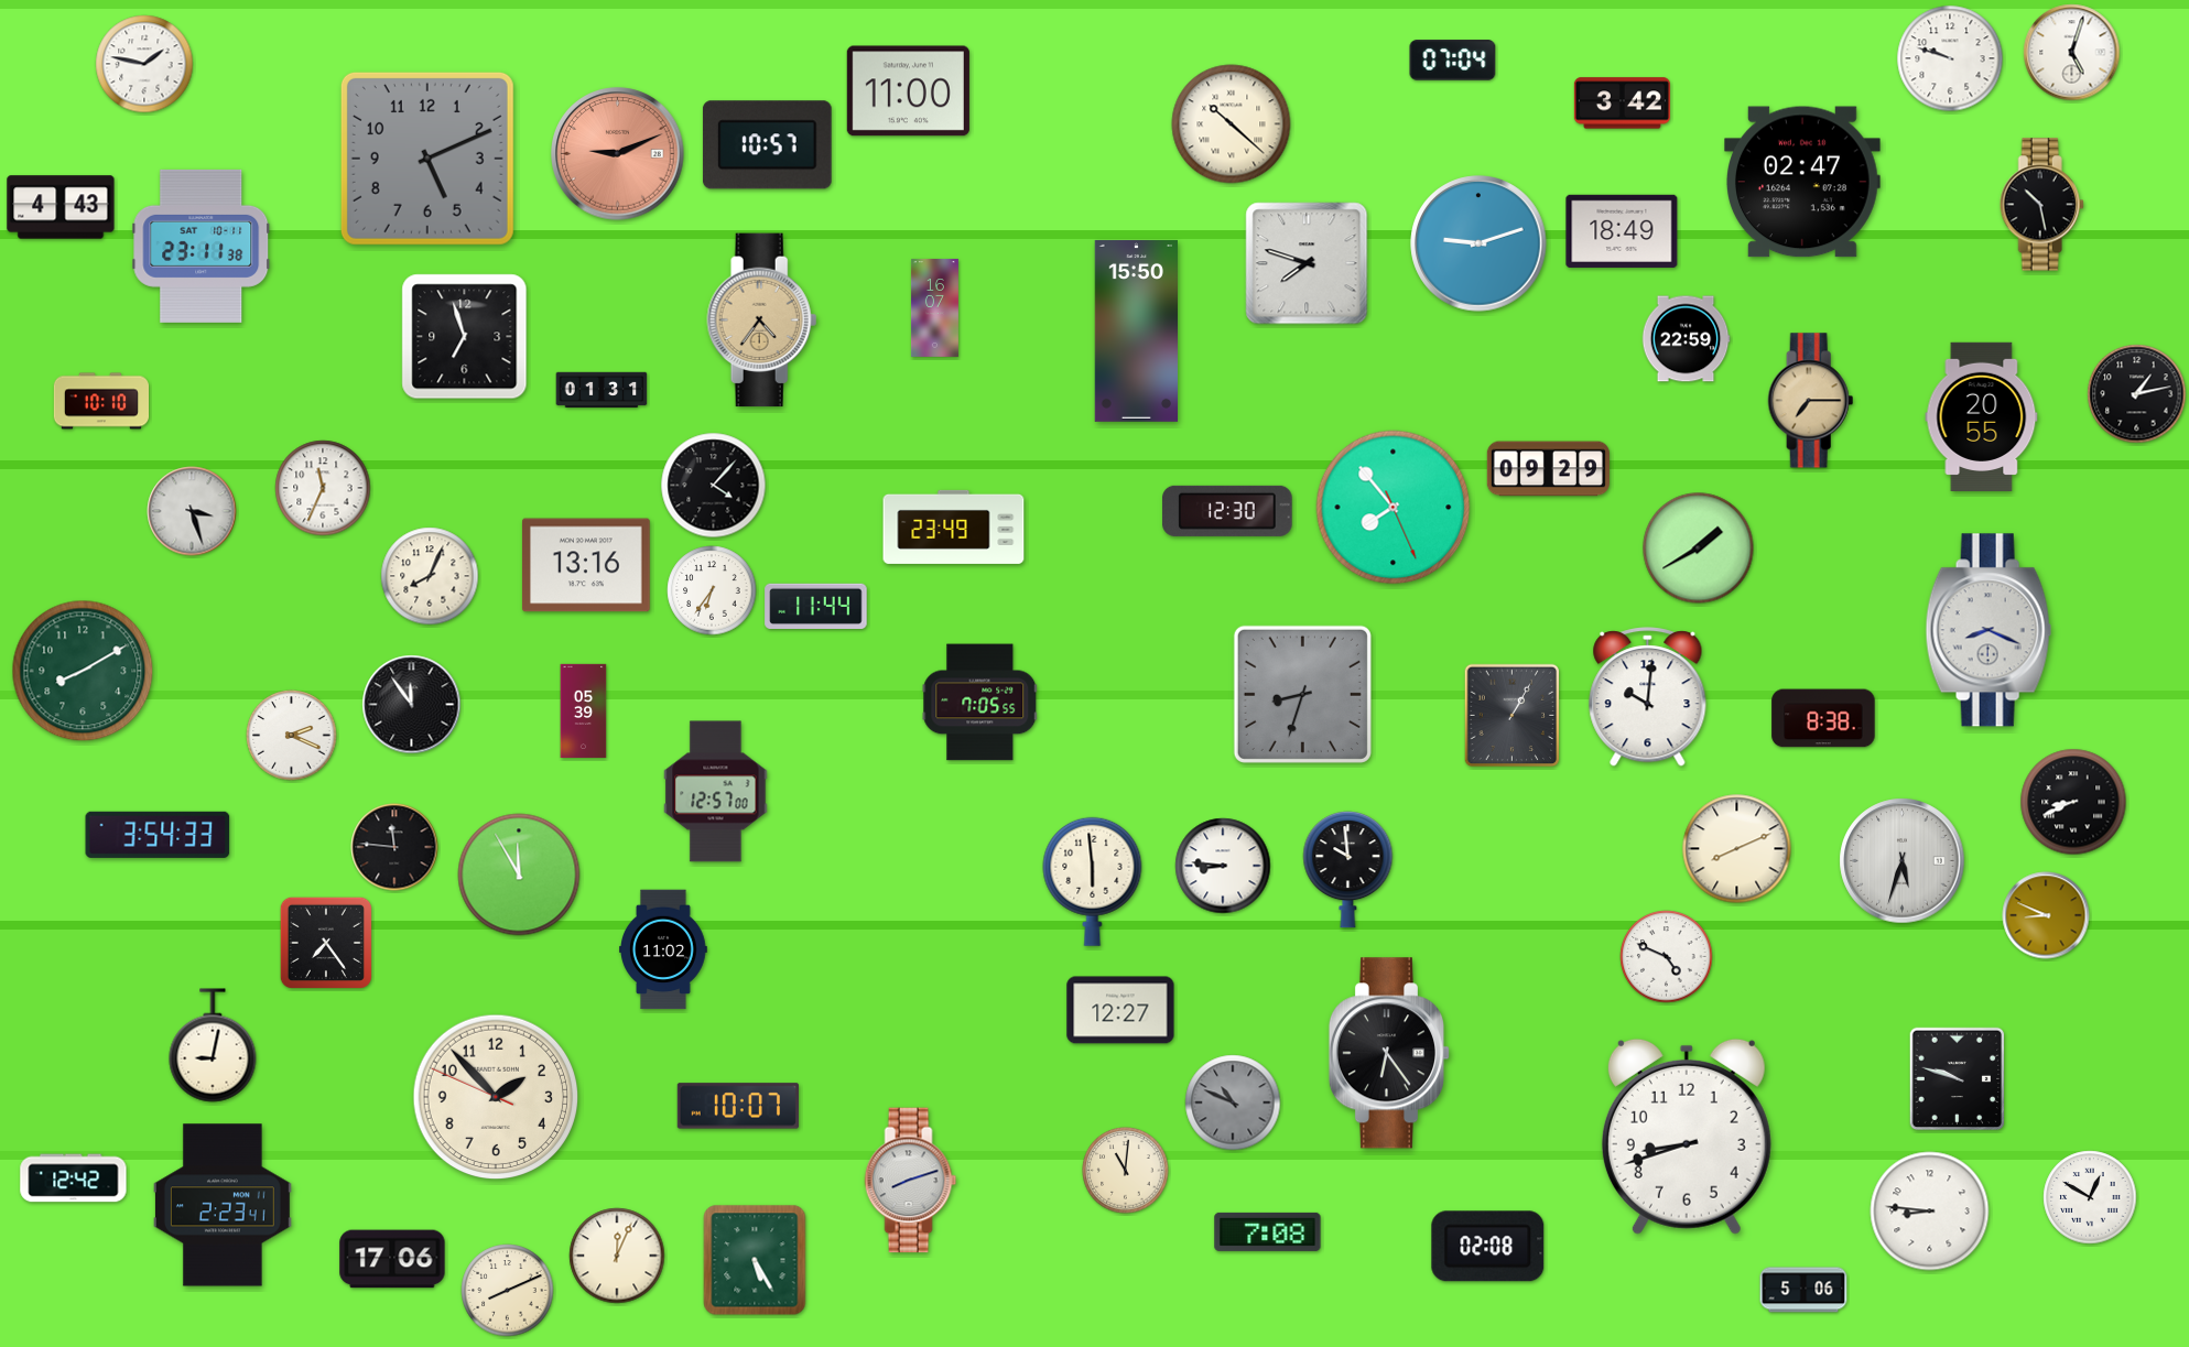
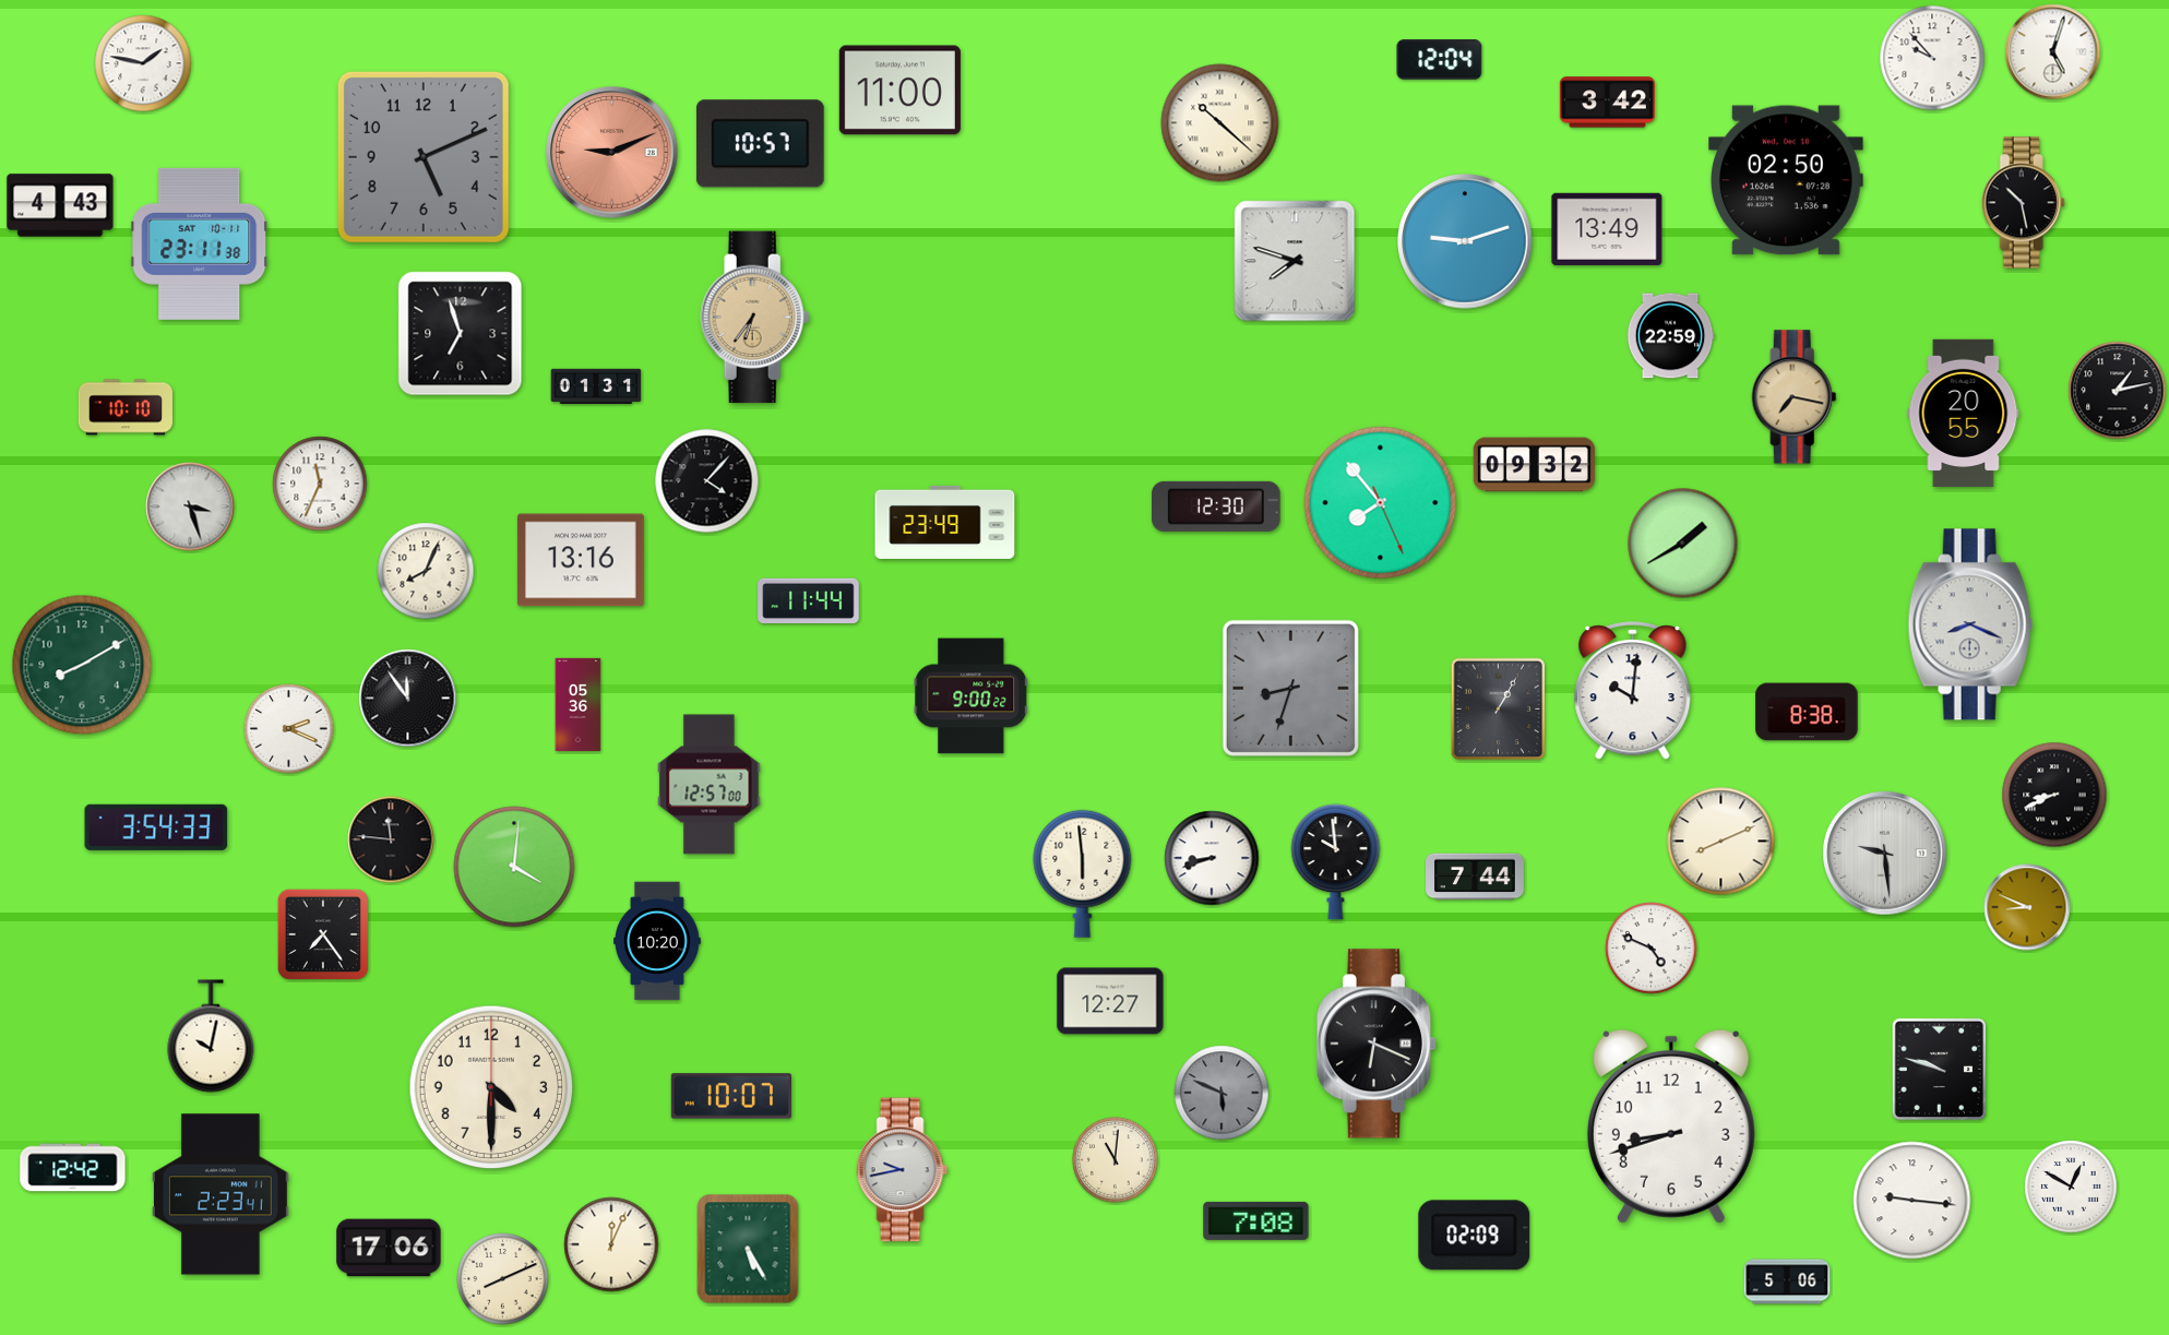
clock at (1950, 58): 9:48 -> 9:53
clock at (1453, 61): 07:04 -> 12:04
clock at (1803, 182): 02:47 -> 02:50
clock at (1622, 231): 18:49 -> 13:49
clock at (934, 307): 16:07 -> none
clock at (762, 321): 4:36 -> 6:36
clock at (1136, 330): 15:50 -> none
clock at (100, 401) position: (100, 401) -> (124, 407)
clock at (1811, 401): 7:15 -> 7:17
clock at (1548, 469): 09:29 -> 09:32
clock at (712, 590): 6:36 -> none
clock at (980, 703): 7:05 -> 9:00
clock at (584, 711): 05:39 -> 05:36
clock at (1903, 861): 5:33 -> 9:29
clock at (1223, 866): 8:46 -> 8:42
clock at (519, 875): 11:55 -> 4:01
clock at (1476, 877): none -> 7:44
clock at (664, 949): 11:02 -> 10:20
clock at (213, 1045): 9:02 -> 10:02
clock at (1389, 1053): 6:24 -> 6:19
clock at (496, 1097): 1:52 -> 4:30
clock at (1233, 1102): 10:49 -> 5:49
clock at (911, 1181): 8:12 -> 9:43
clock at (1930, 1212): 8:46 -> 9:16
clock at (1488, 1247): 02:08 -> 02:09
clock at (1803, 1290) position: (1803, 1290) -> (1787, 1282)
